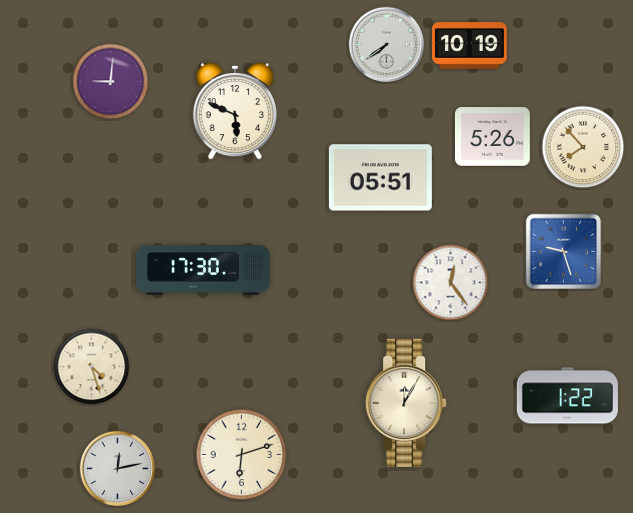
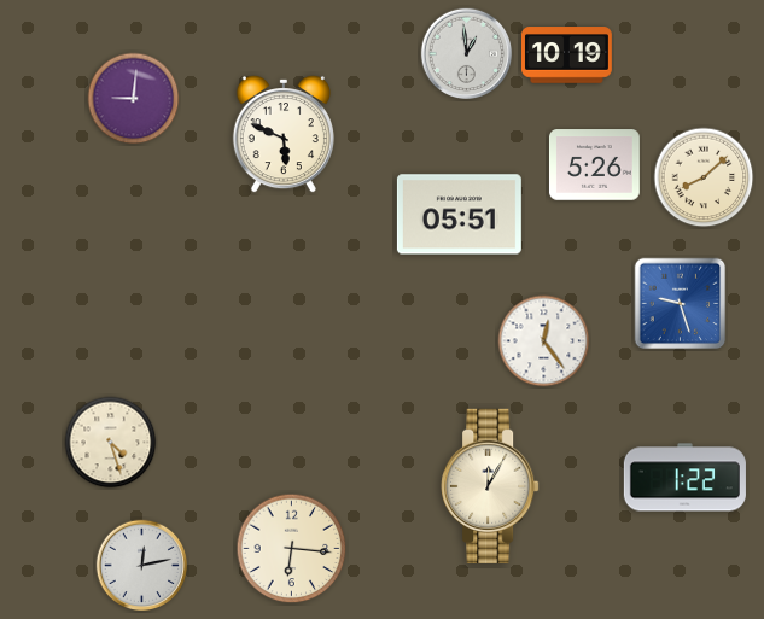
clock at (387, 45): 7:39 -> 12:59
clock at (583, 147): 7:53 -> 8:08
clock at (204, 270): 17:30 -> none
clock at (242, 455): 6:12 -> 6:16
